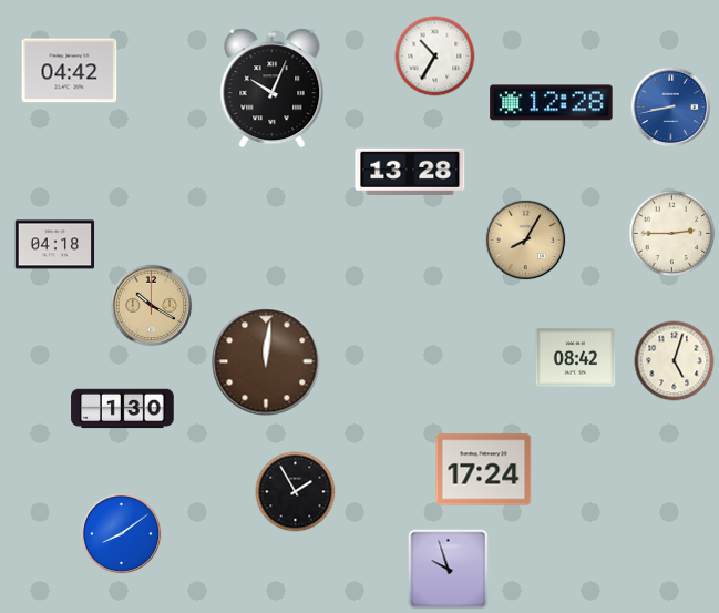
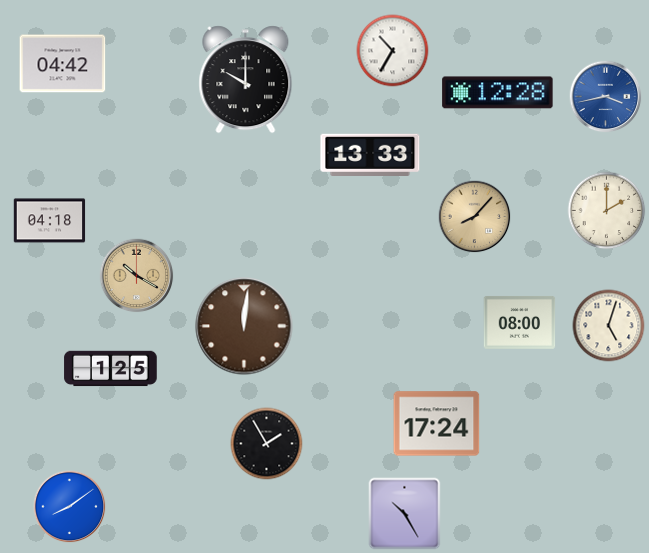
clock at (273, 89): 10:04 -> 10:00
clock at (671, 108): 8:43 -> 3:43
clock at (410, 171): 13:28 -> 13:33
clock at (672, 234): 2:45 -> 2:00
clock at (526, 241): 8:05 -> 8:07
clock at (576, 357): 08:42 -> 08:00
clock at (266, 361) position: (266, 361) -> (244, 326)
clock at (123, 409): 1:30 -> 1:25
clock at (122, 534) position: (122, 534) -> (70, 507)
clock at (449, 570): 9:57 -> 10:25
